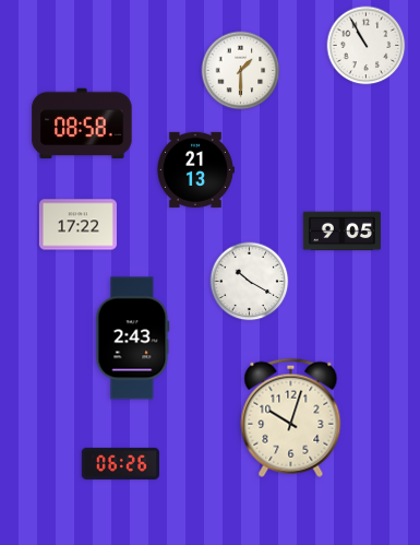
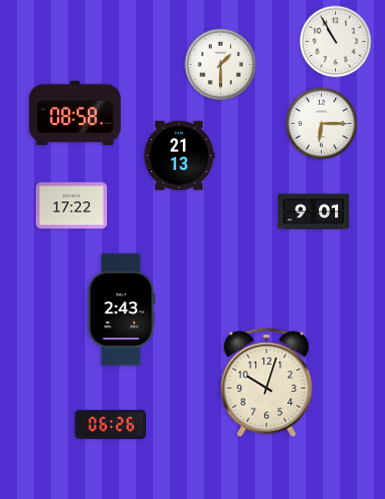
clock at (322, 124): none -> 6:15
clock at (341, 232): 9:05 -> 9:01
clock at (250, 282): 10:20 -> none
